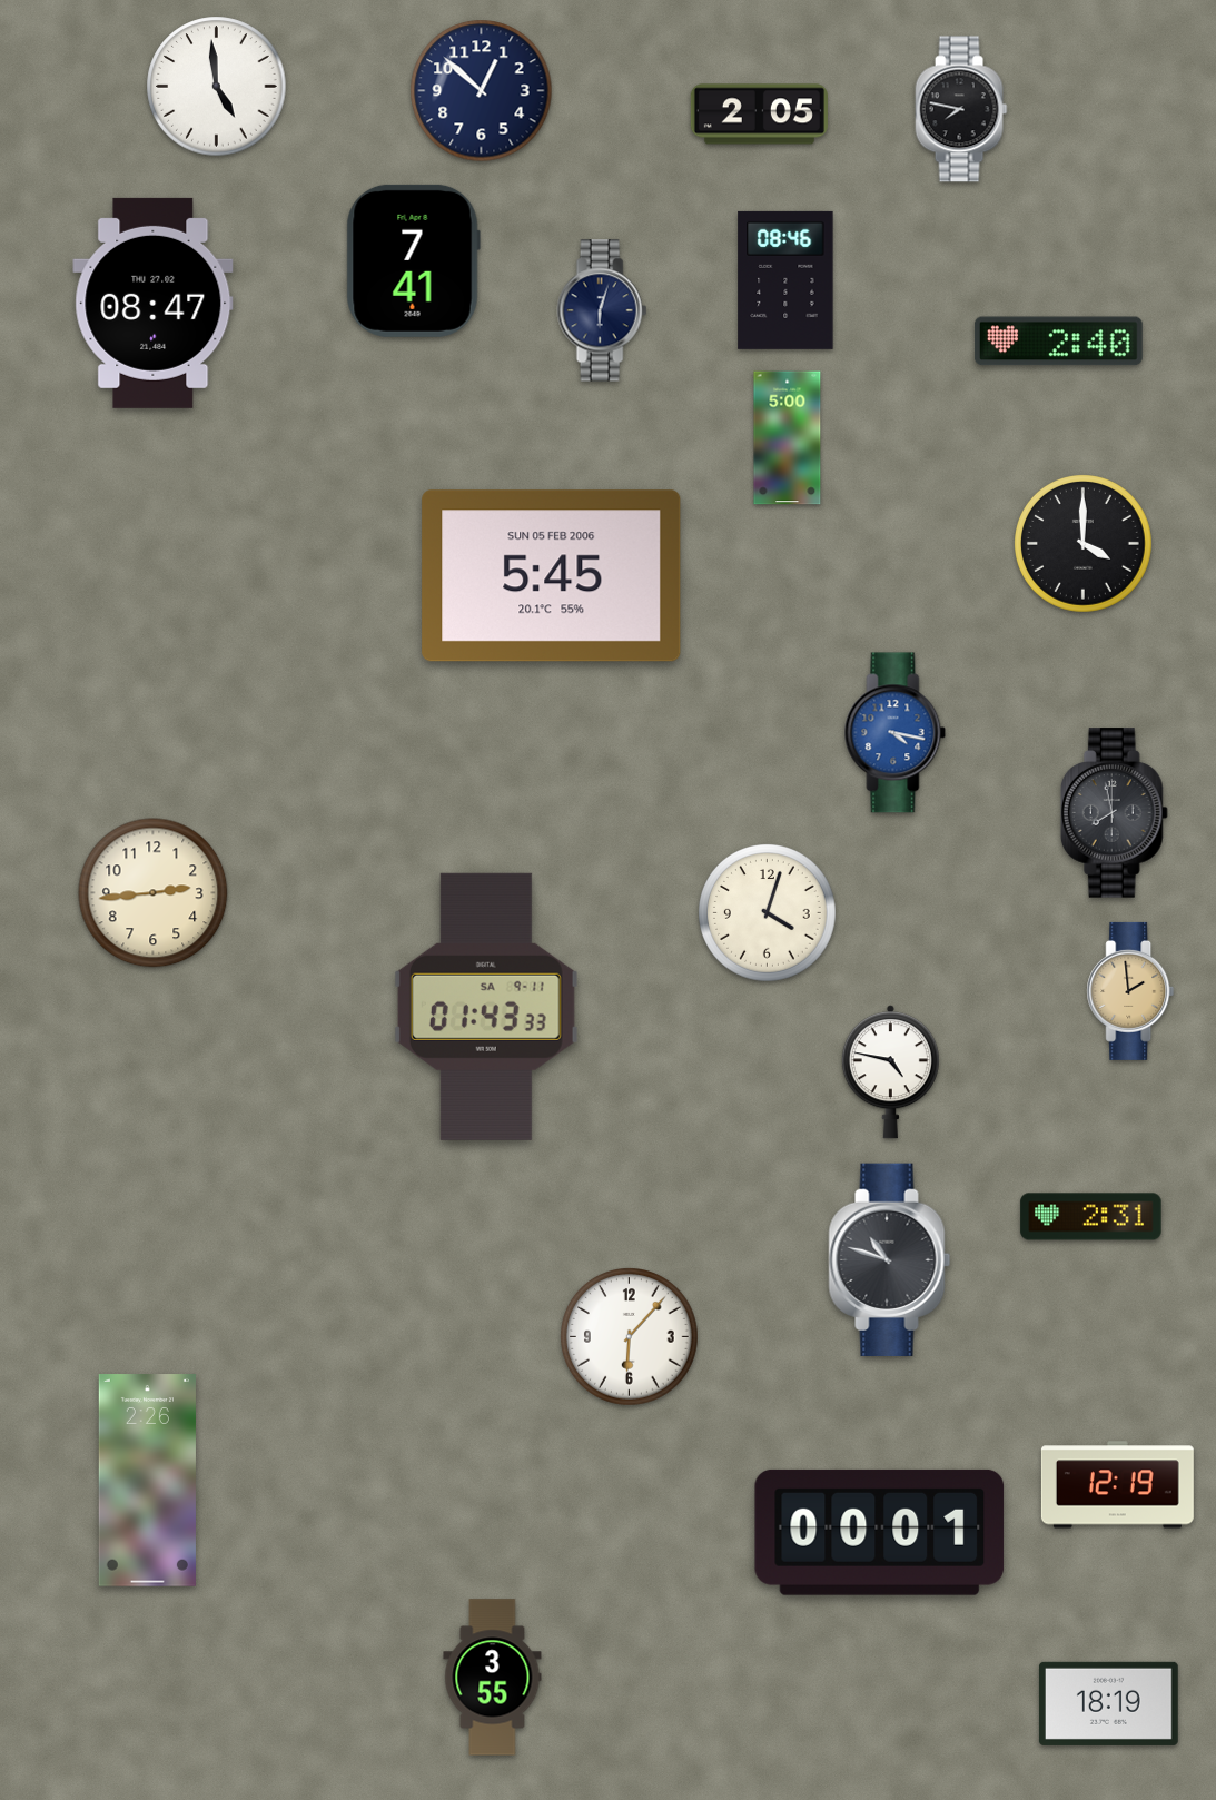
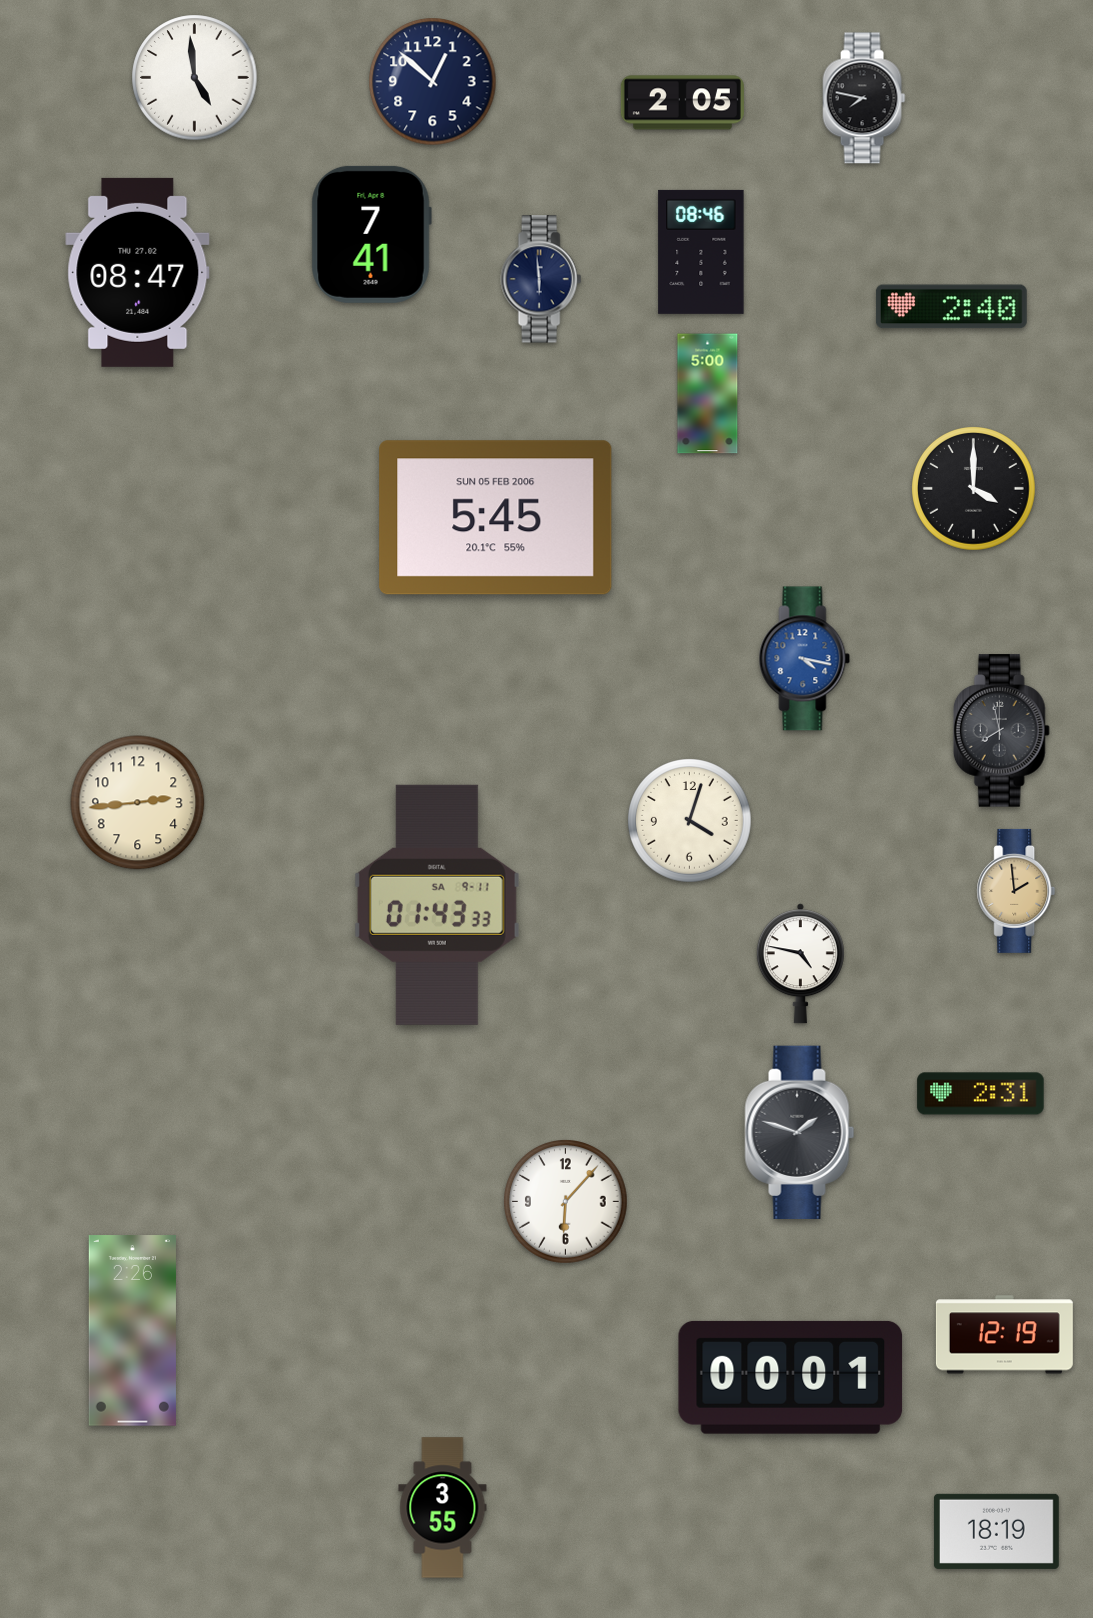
clock at (785, 280) position: (785, 280) -> (701, 252)
clock at (602, 310): 6:03 -> 5:59
clock at (890, 1259): 10:48 -> 1:48
